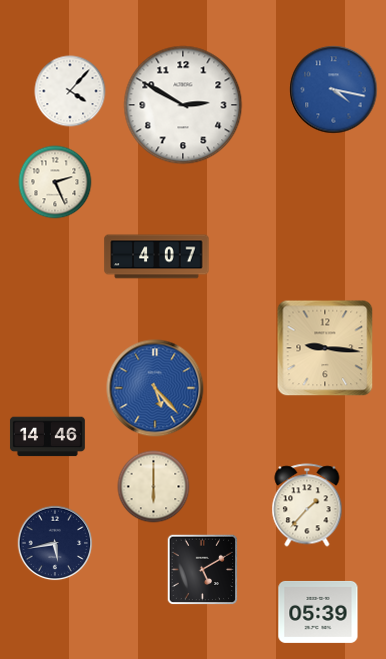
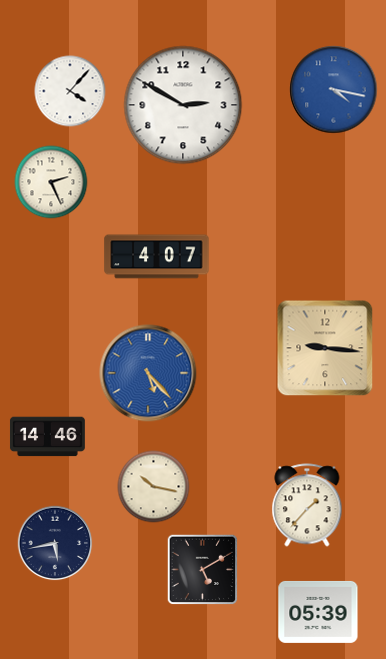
clock at (55, 182) position: (55, 182) -> (51, 182)
clock at (155, 388) position: (155, 388) -> (148, 373)
clock at (154, 487): 6:00 -> 10:17
